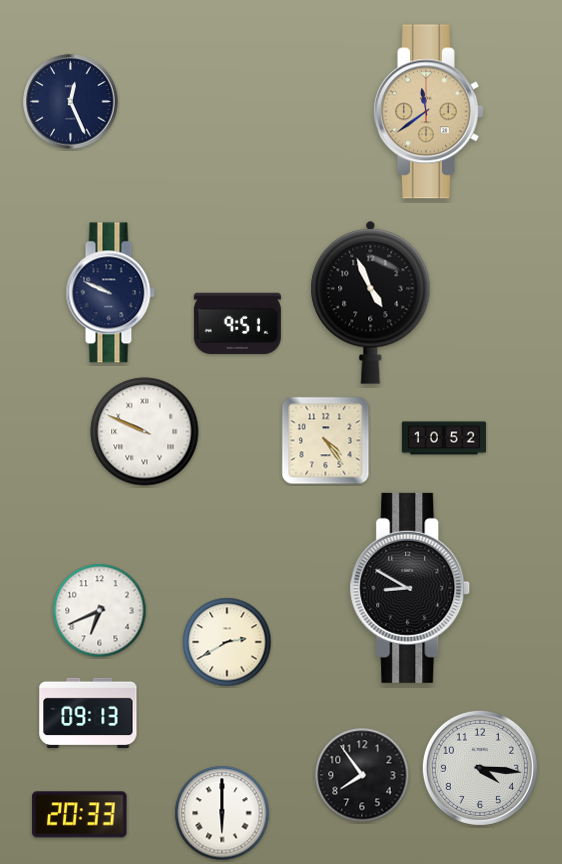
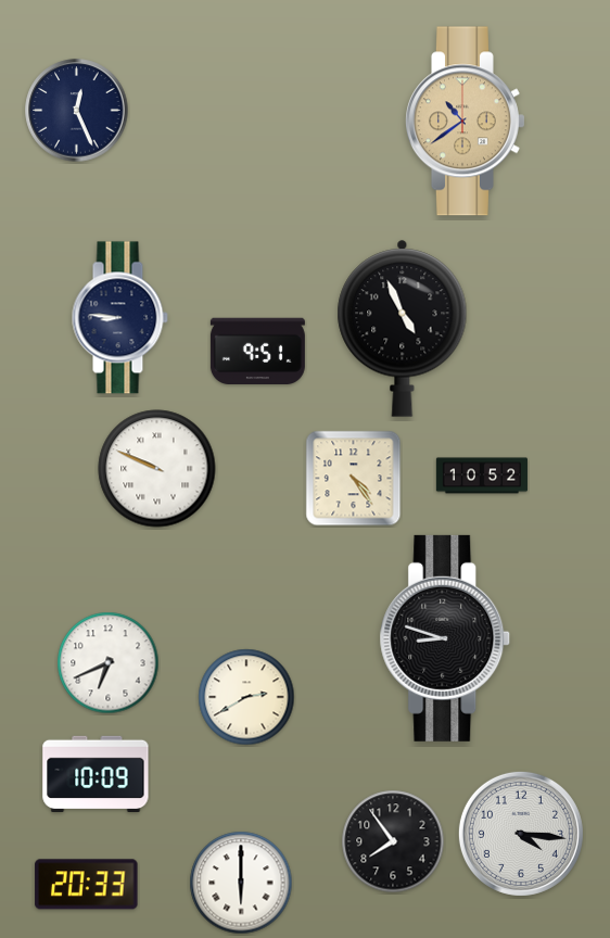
clock at (429, 112): 11:39 -> 10:39
clock at (110, 293): 9:49 -> 8:46
clock at (410, 588): 8:50 -> 8:48
clock at (88, 712): 09:13 -> 10:09
